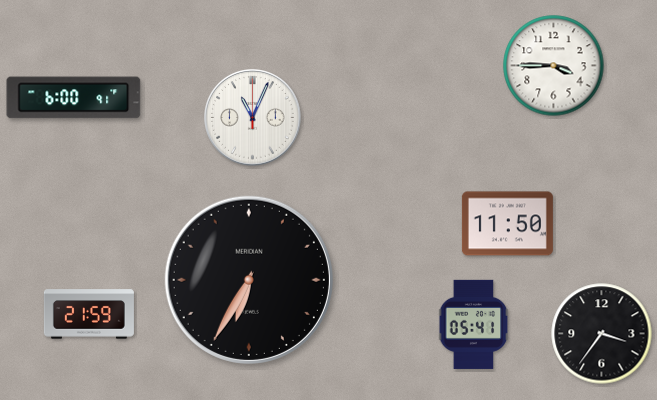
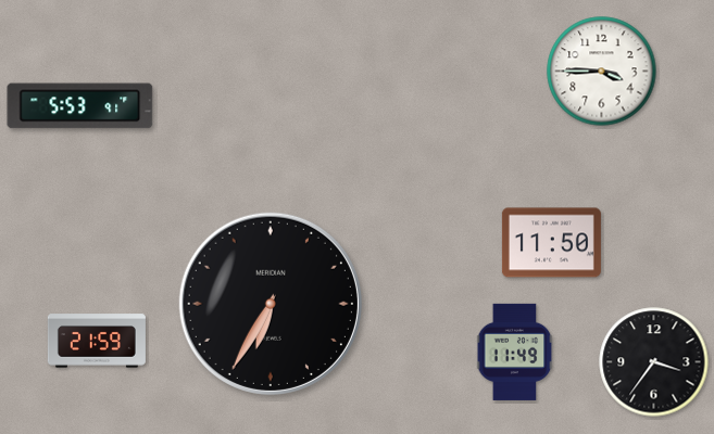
clock at (74, 98): 6:00 -> 5:53
clock at (253, 118): 11:04 -> none
clock at (474, 324): 05:41 -> 11:49
